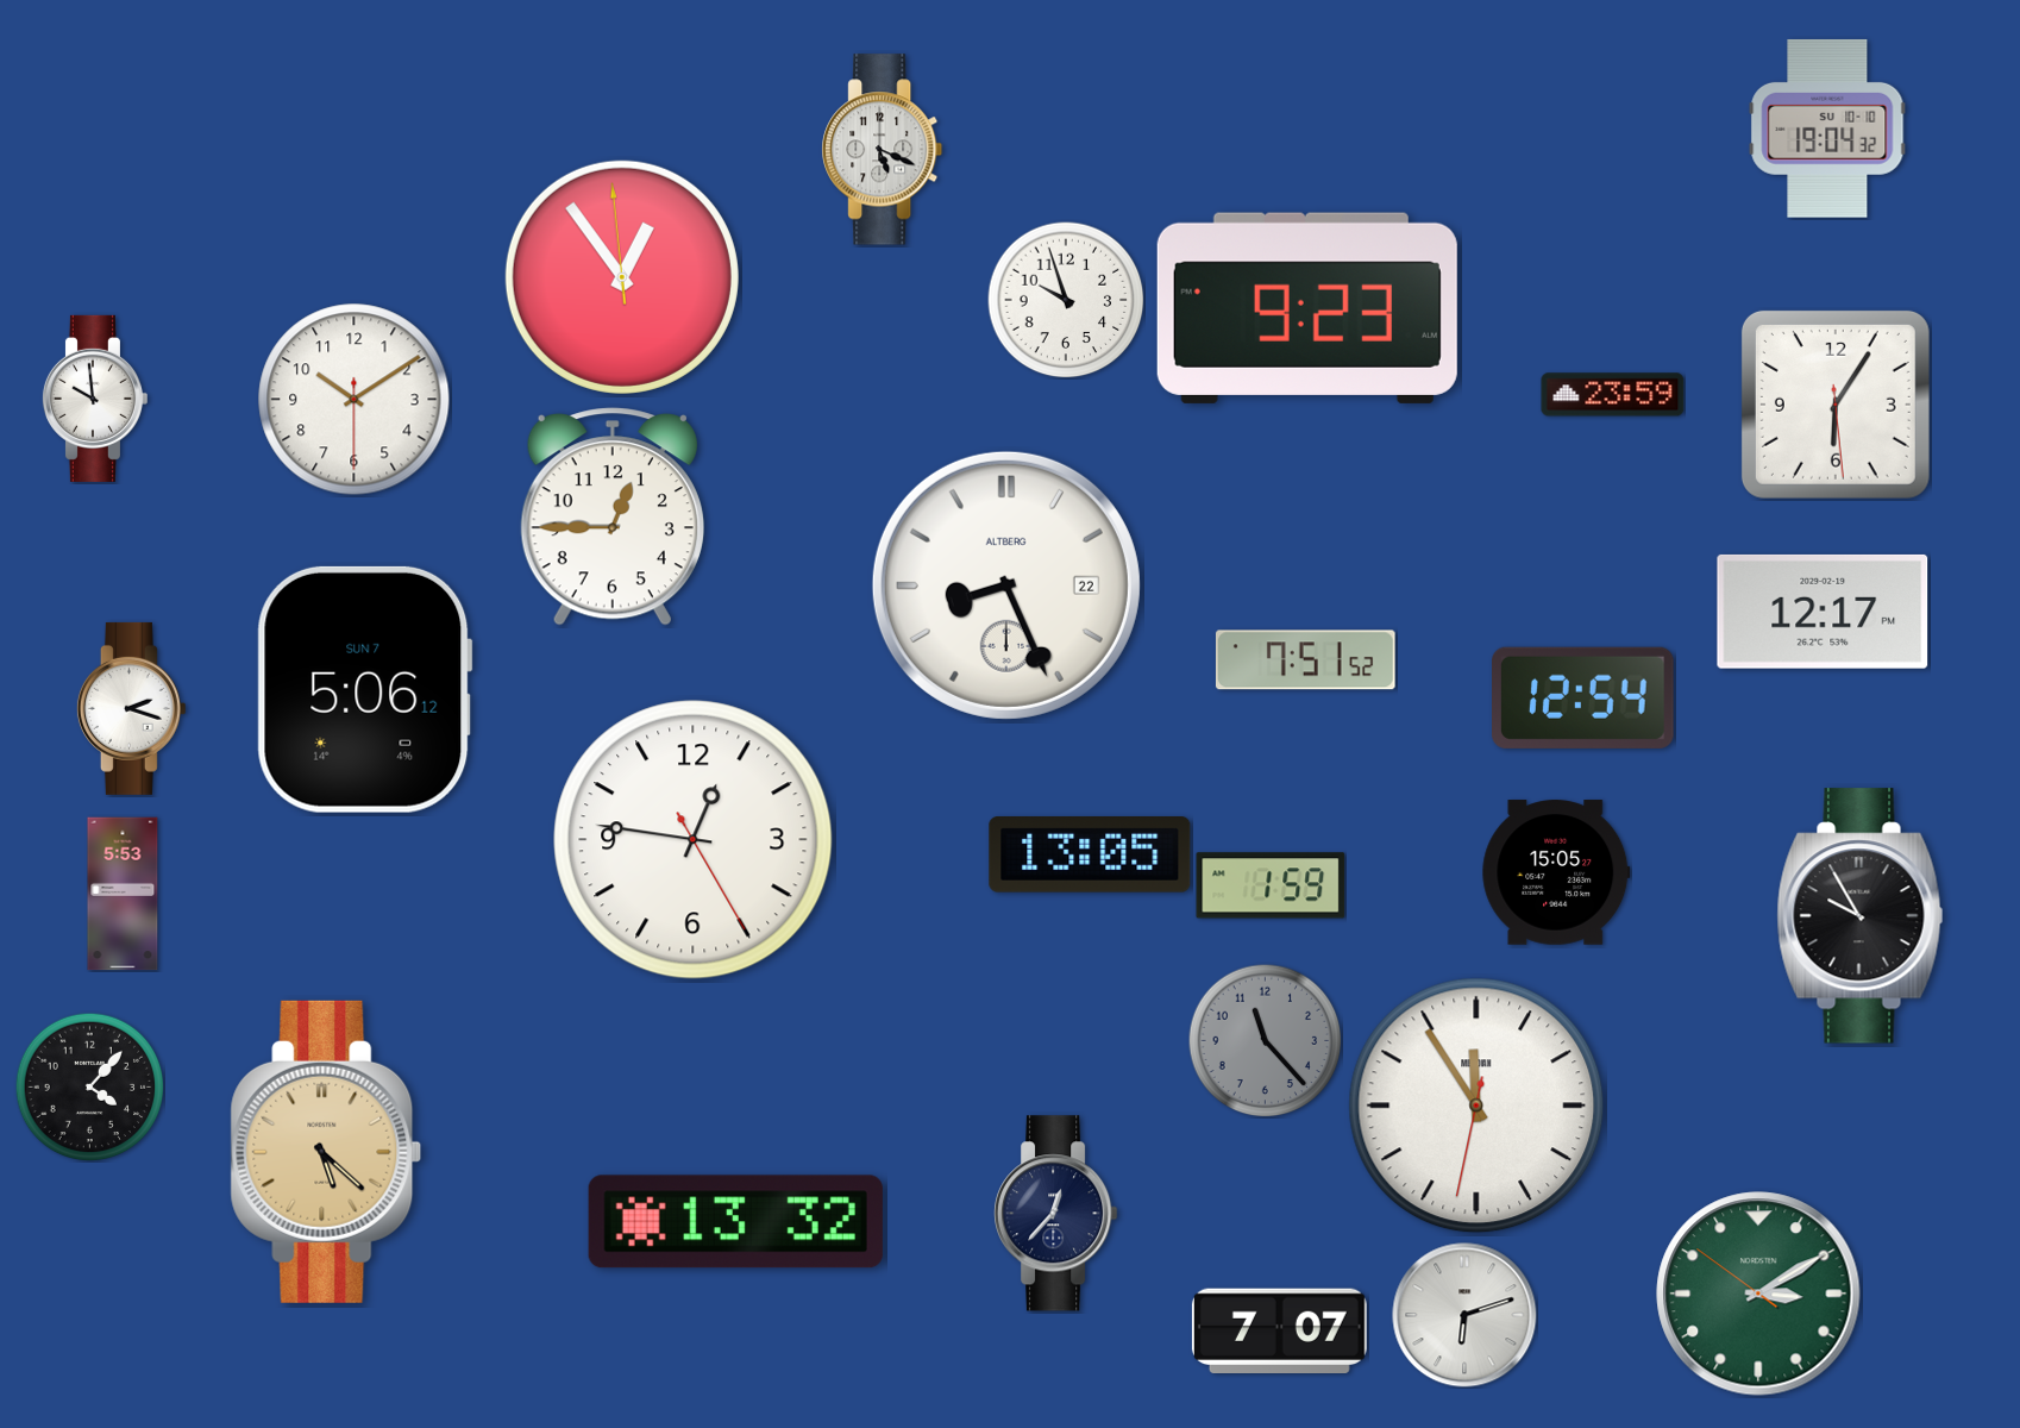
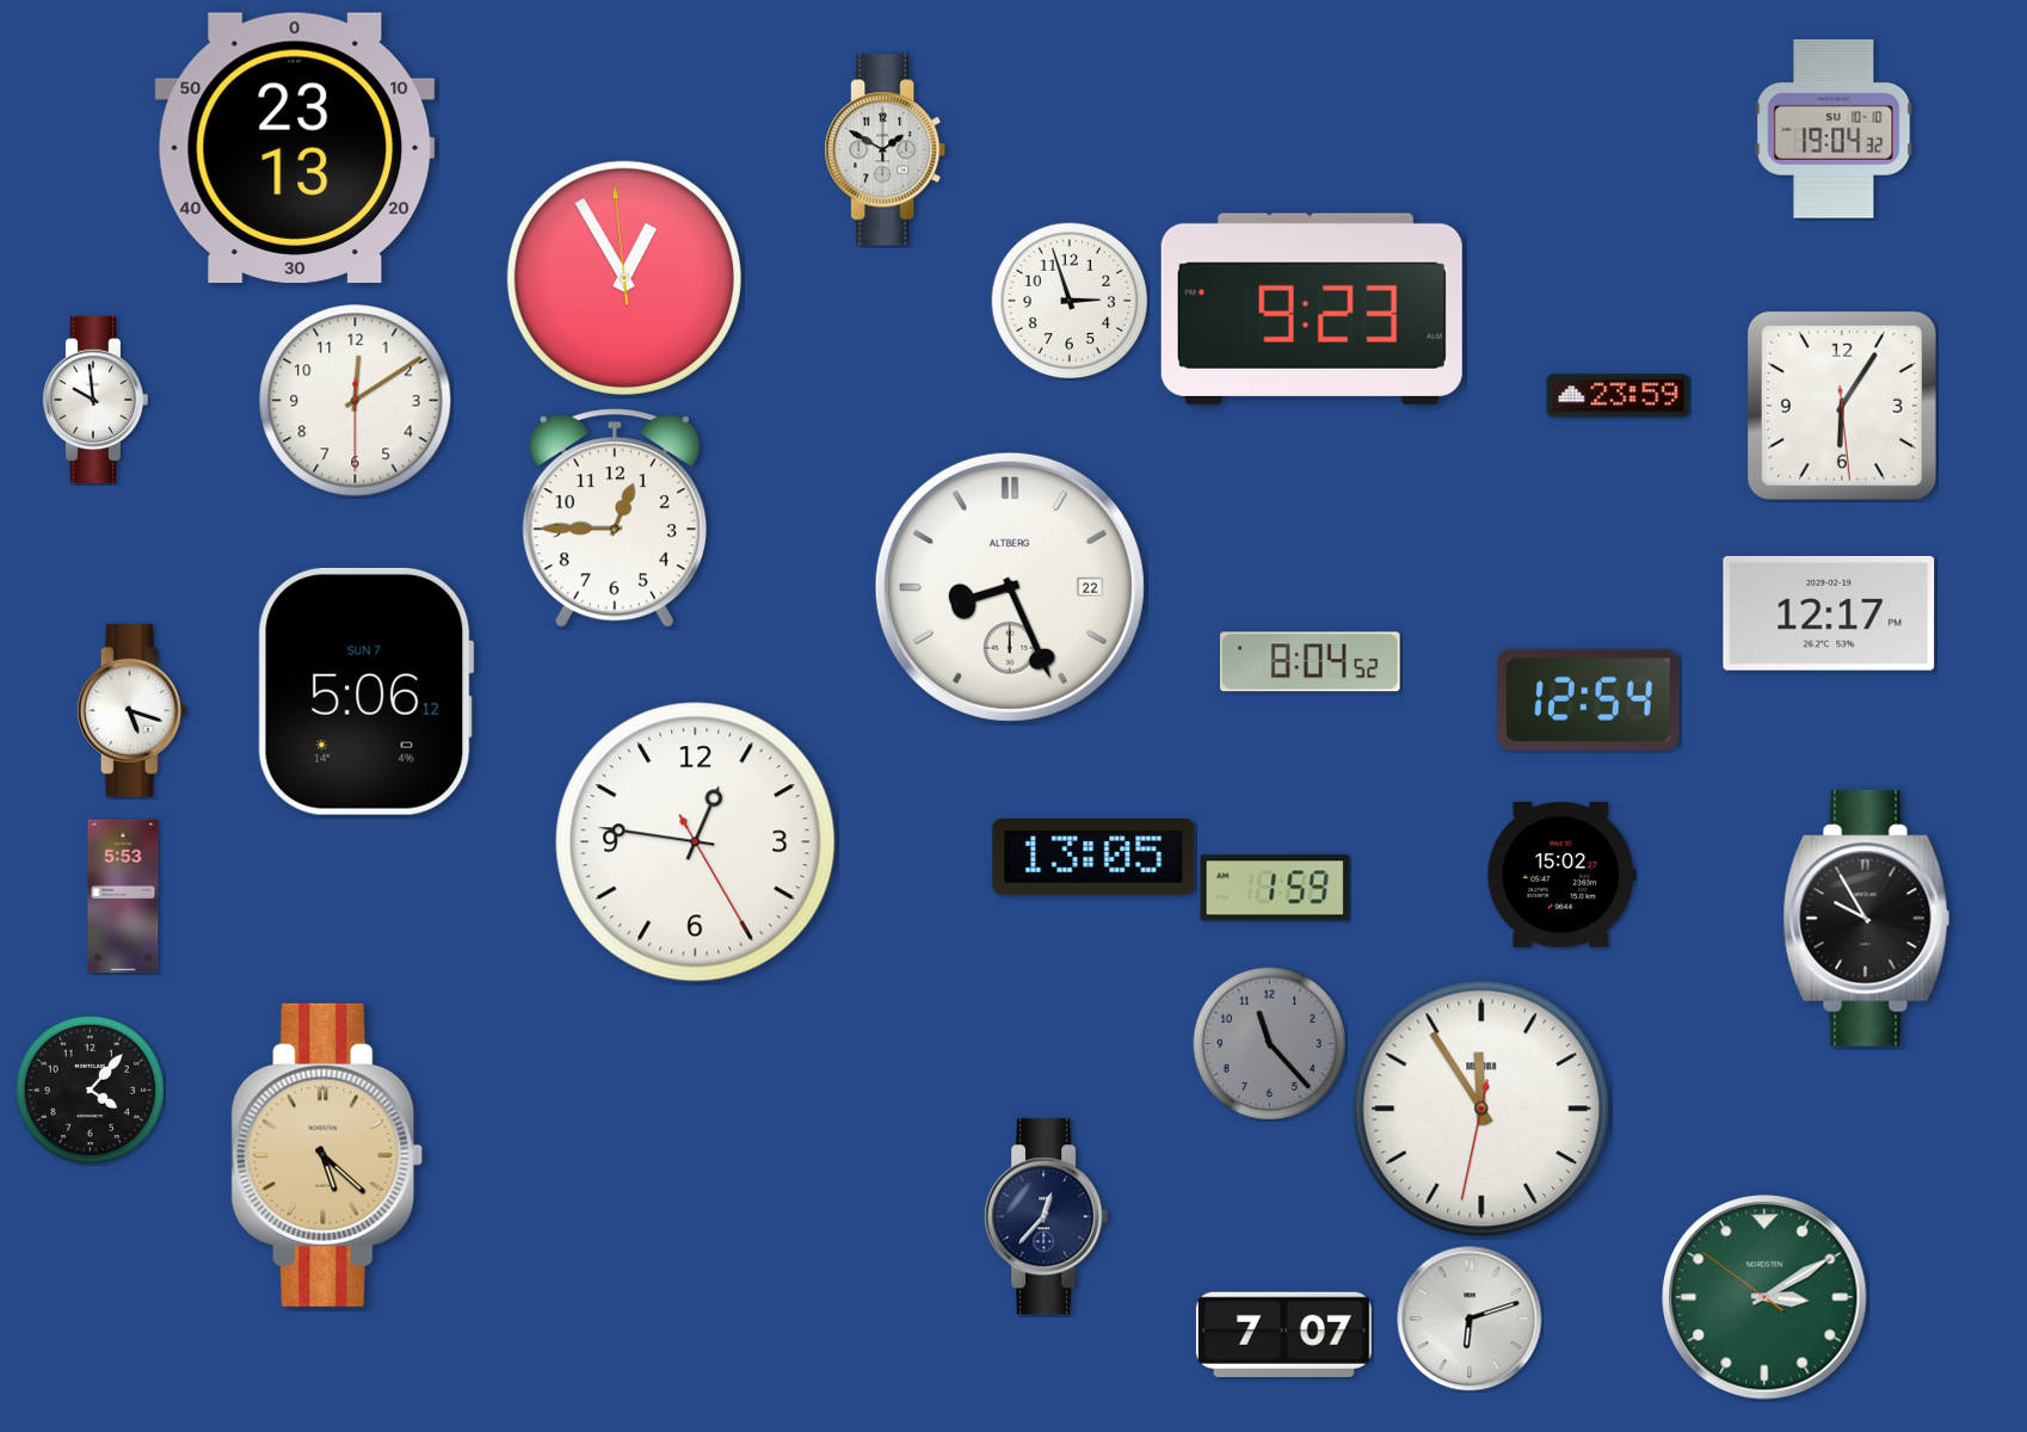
clock at (295, 148): none -> 23:13
clock at (883, 150): 5:19 -> 1:50
clock at (622, 277): 12:53 -> 12:54
clock at (1066, 300): 9:57 -> 2:57
clock at (355, 400): 10:09 -> 12:09
clock at (1305, 660): 7:51 -> 8:04
clock at (131, 708): 2:18 -> 5:18
clock at (1556, 872): 15:05 -> 15:02
clock at (1056, 1214) position: (1056, 1214) -> (1047, 1217)
clock at (735, 1222): 13:32 -> none
